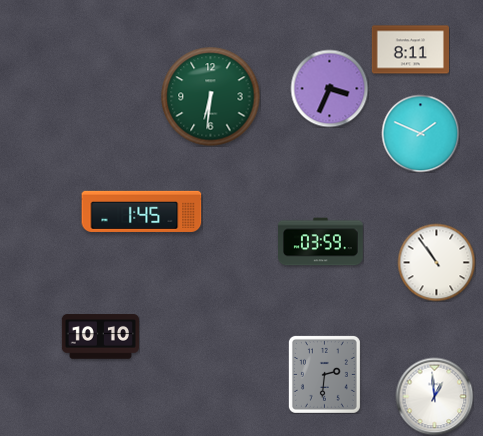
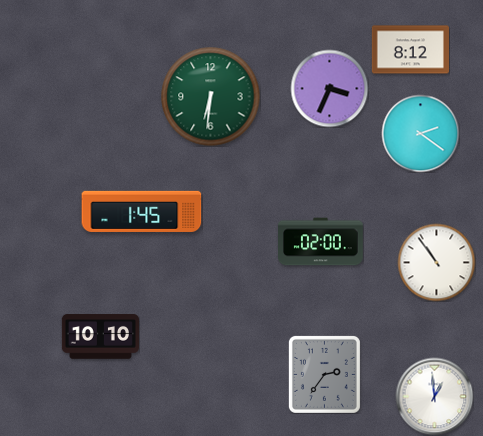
clock at (410, 50): 8:11 -> 8:12
clock at (420, 133): 1:49 -> 2:21
clock at (321, 242): 03:59 -> 02:00
clock at (324, 374): 2:31 -> 2:36
